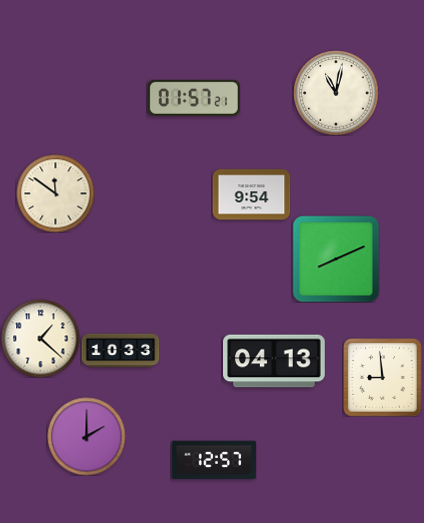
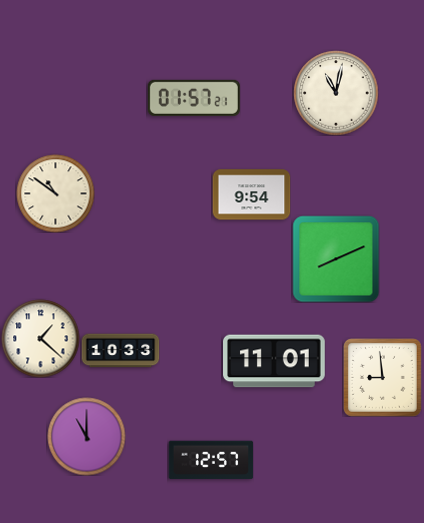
clock at (55, 193): 11:51 -> 10:51
clock at (275, 361): 04:13 -> 11:01
clock at (86, 436): 2:00 -> 11:00
clock at (214, 460) position: (214, 460) -> (211, 460)
